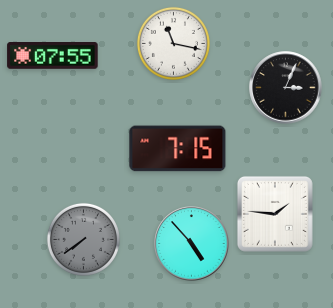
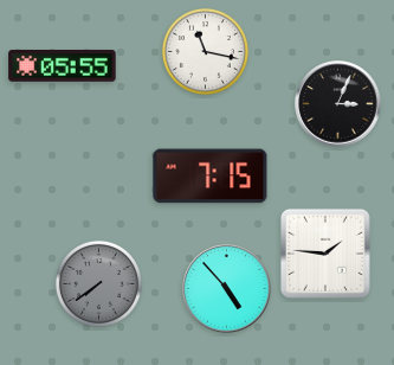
clock at (53, 56): 07:55 -> 05:55
